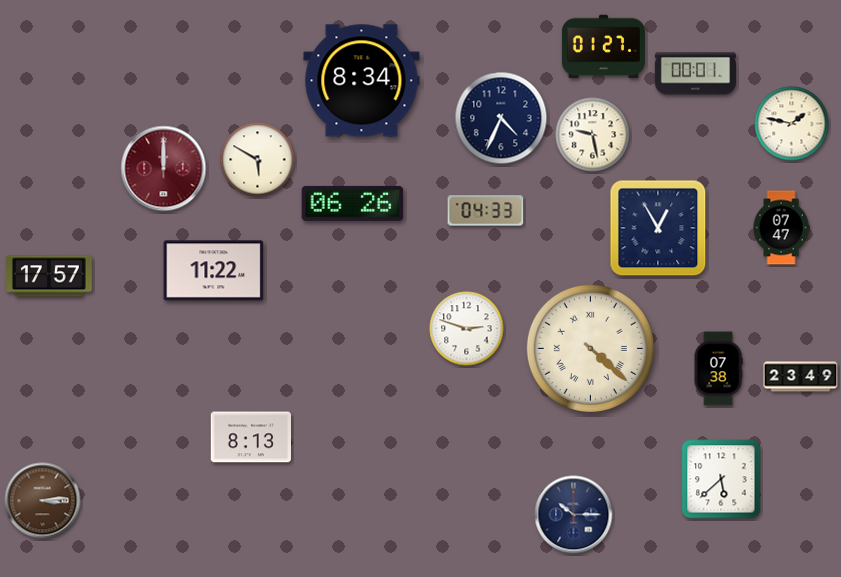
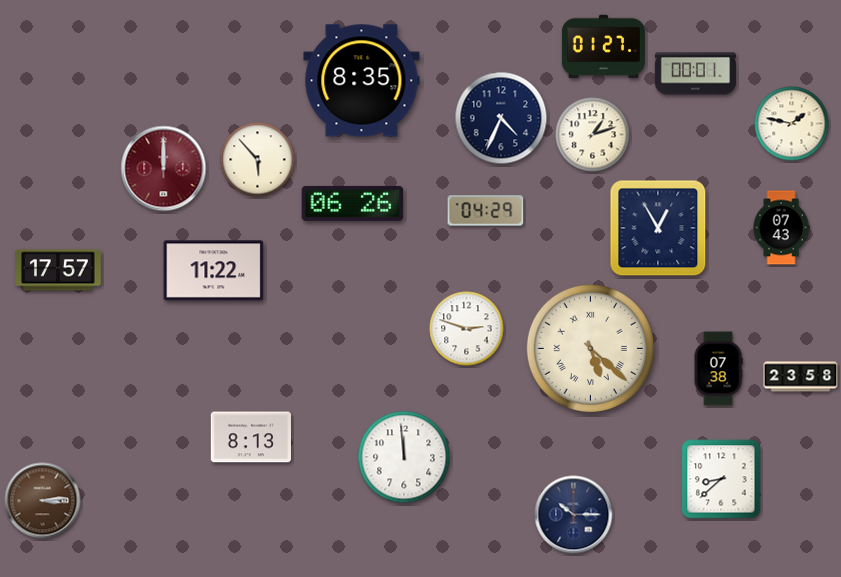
clock at (362, 81): 8:34 -> 8:35
clock at (593, 135): 9:28 -> 1:12
clock at (258, 160): 5:50 -> 5:53
clock at (486, 211): 04:33 -> 04:29
clock at (781, 228): 07:47 -> 07:43
clock at (50, 276) position: (50, 276) -> (59, 270)
clock at (590, 348): 4:22 -> 5:22
clock at (801, 377): 23:49 -> 23:58
clock at (404, 457): none -> 11:59
clock at (721, 479): 5:38 -> 8:38
